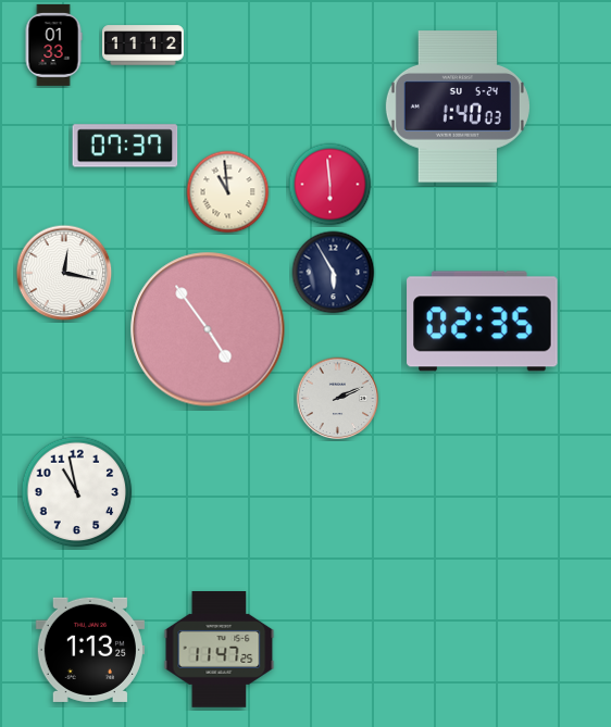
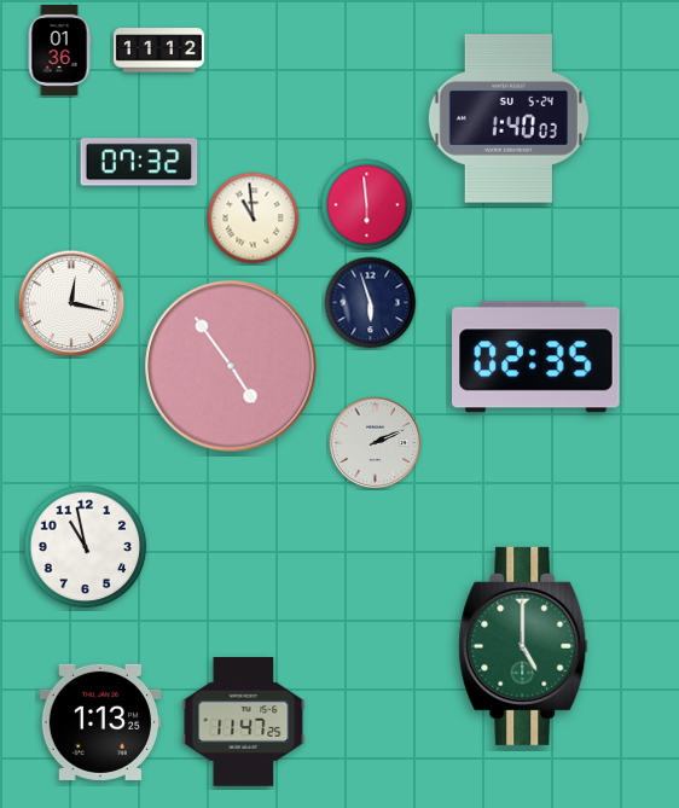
clock at (53, 45): 01:33 -> 01:36
clock at (125, 146): 07:37 -> 07:32
clock at (228, 192) position: (228, 192) -> (254, 219)
clock at (334, 273): 5:55 -> 5:57
clock at (523, 646): none -> 5:00
